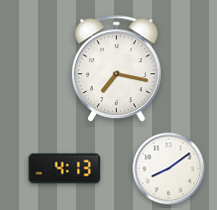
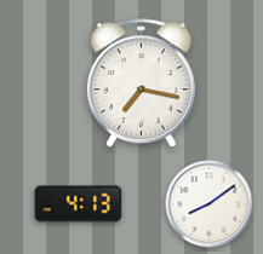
clock at (169, 169) position: (169, 169) -> (210, 204)
